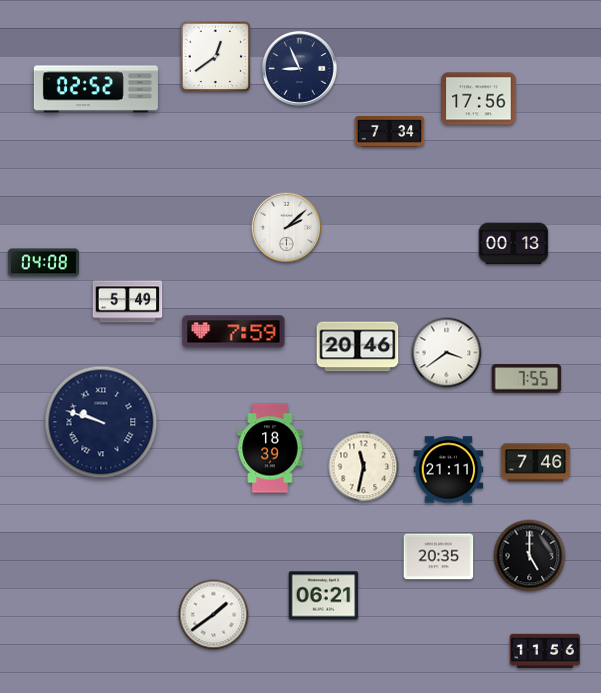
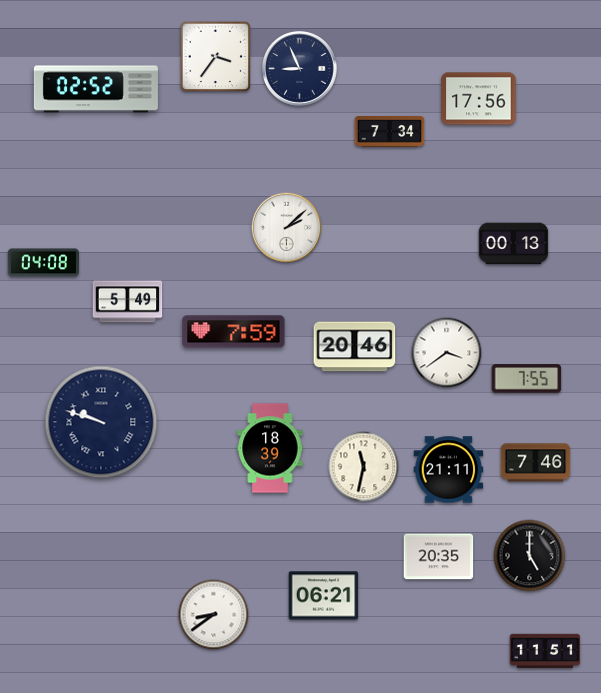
clock at (216, 57): 12:39 -> 3:36
clock at (358, 347) position: (358, 347) -> (355, 347)
clock at (214, 615): 1:39 -> 8:39
clock at (545, 650): 11:56 -> 11:51
